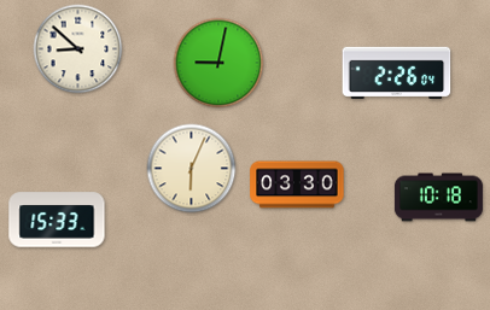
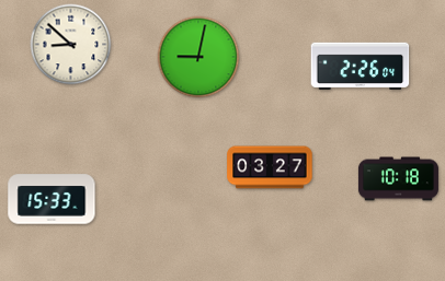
clock at (192, 169): 6:04 -> none
clock at (297, 185): 03:30 -> 03:27
